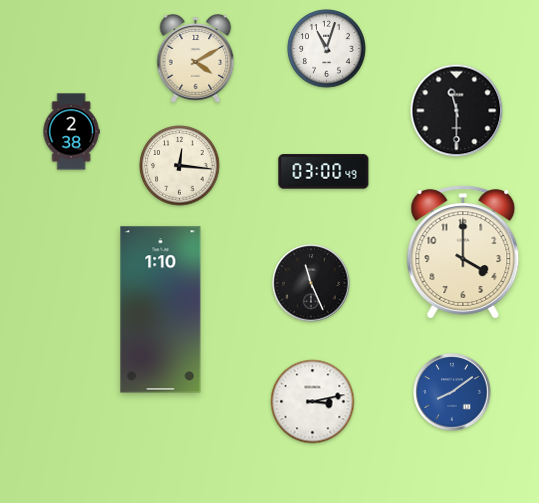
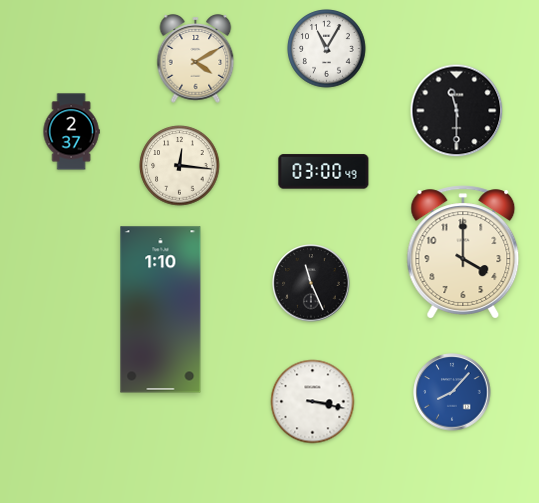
clock at (327, 49): 11:03 -> 11:05
clock at (71, 132): 2:38 -> 2:37
clock at (452, 392): 8:09 -> 8:07
clock at (313, 402): 3:13 -> 3:17
